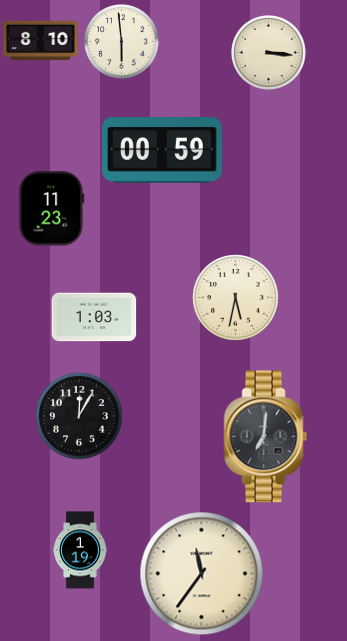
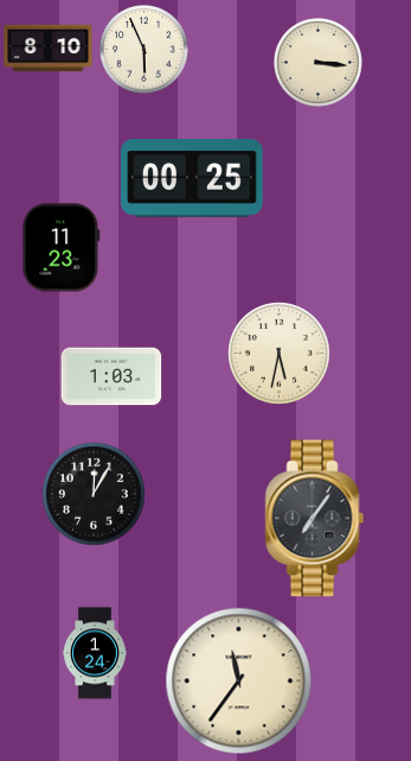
clock at (122, 42): 5:59 -> 5:56
clock at (162, 151): 00:59 -> 00:25
clock at (266, 437): 7:01 -> 7:06
clock at (80, 550): 1:19 -> 1:24
